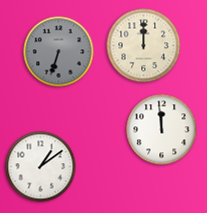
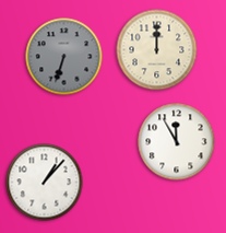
clock at (162, 130): 11:59 -> 11:55
clock at (41, 167): 1:09 -> 1:07
